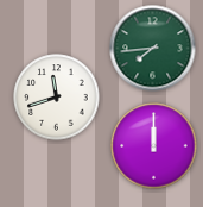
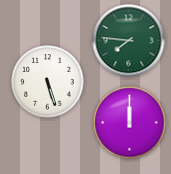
clock at (153, 49): 7:44 -> 7:46
clock at (57, 98): 11:42 -> 5:27
